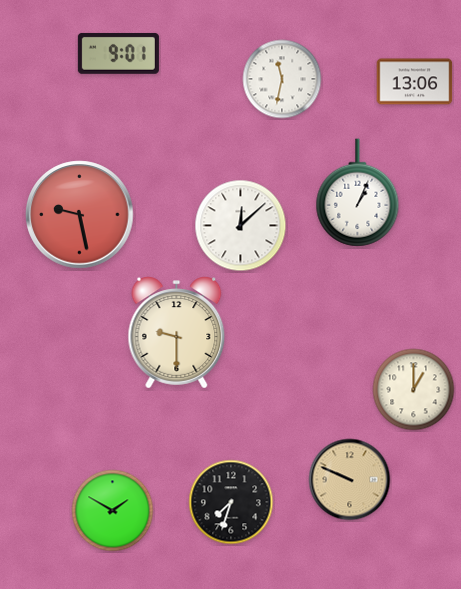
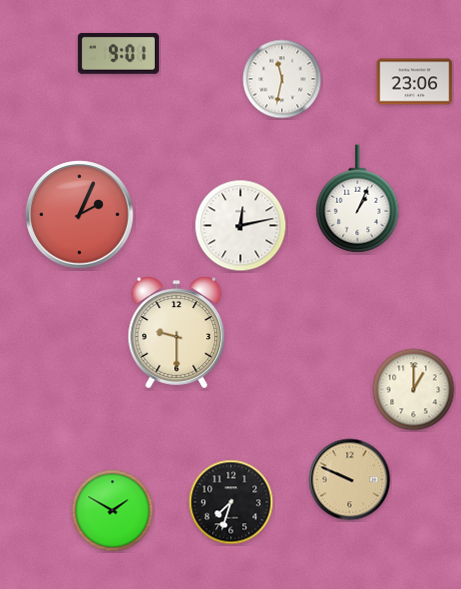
clock at (415, 82): 13:06 -> 23:06
clock at (358, 193) position: (358, 193) -> (358, 199)
clock at (80, 215): 9:28 -> 2:04
clock at (241, 226): 12:08 -> 12:13
